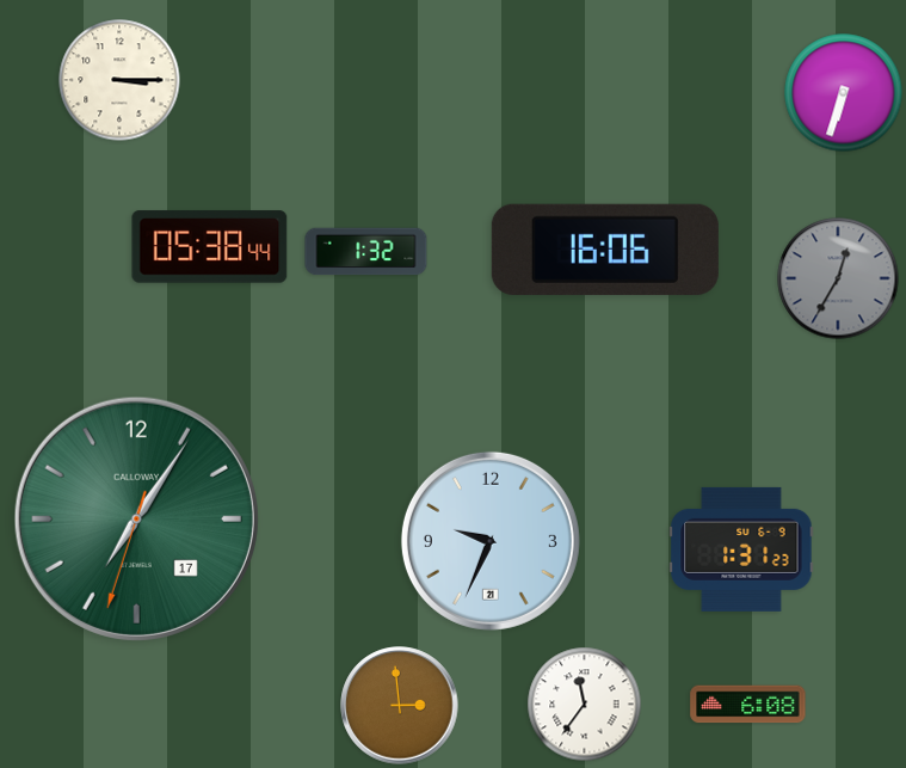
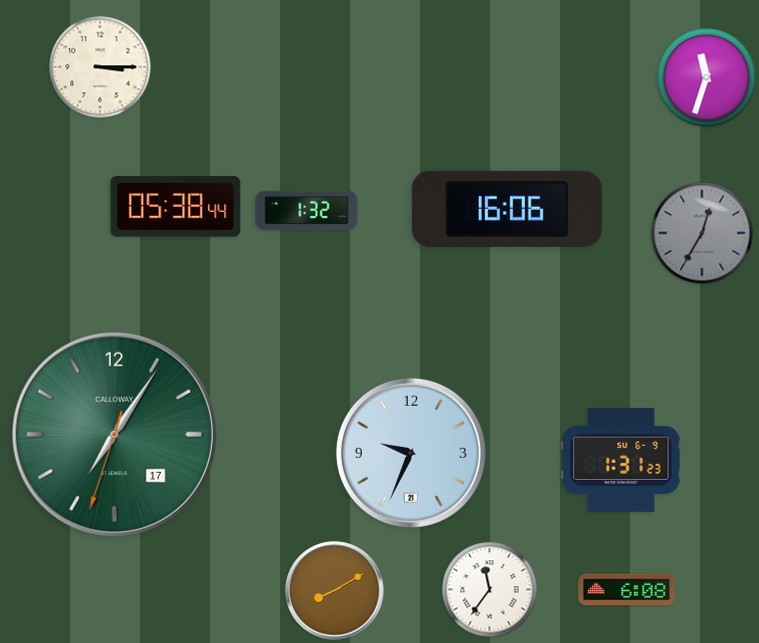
clock at (844, 93): 6:33 -> 11:33
clock at (400, 706): 2:59 -> 8:10
